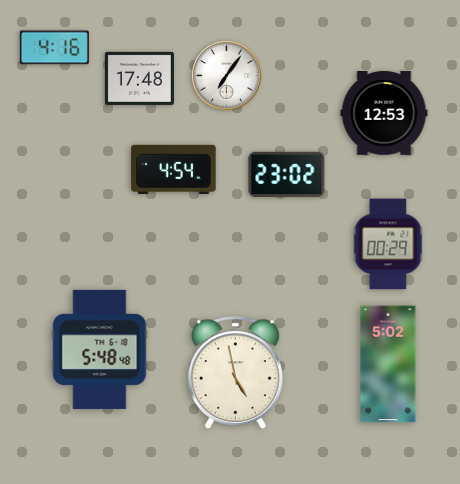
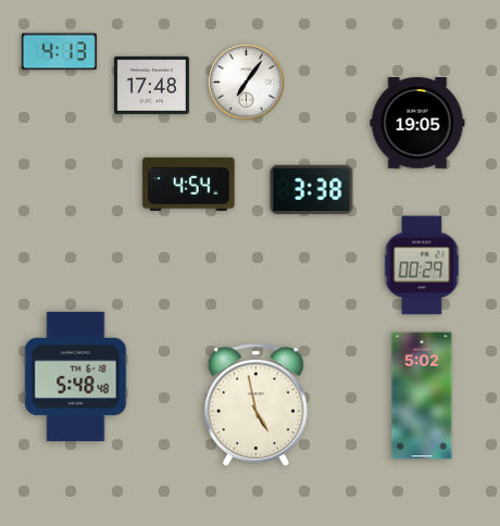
clock at (54, 48): 4:16 -> 4:13
clock at (384, 114): 12:53 -> 19:05
clock at (287, 174): 23:02 -> 3:38
clock at (100, 349) position: (100, 349) -> (76, 376)
